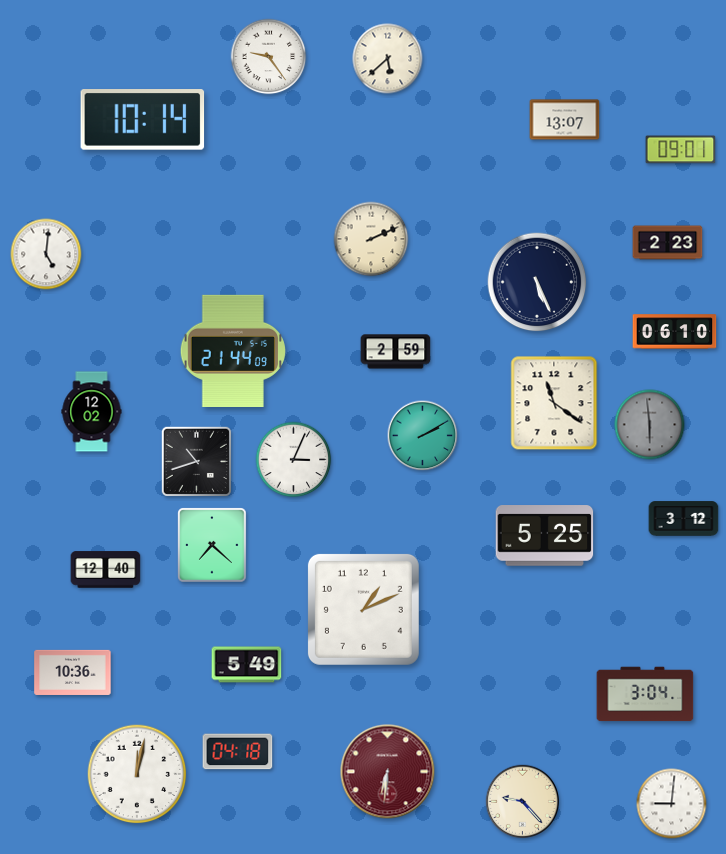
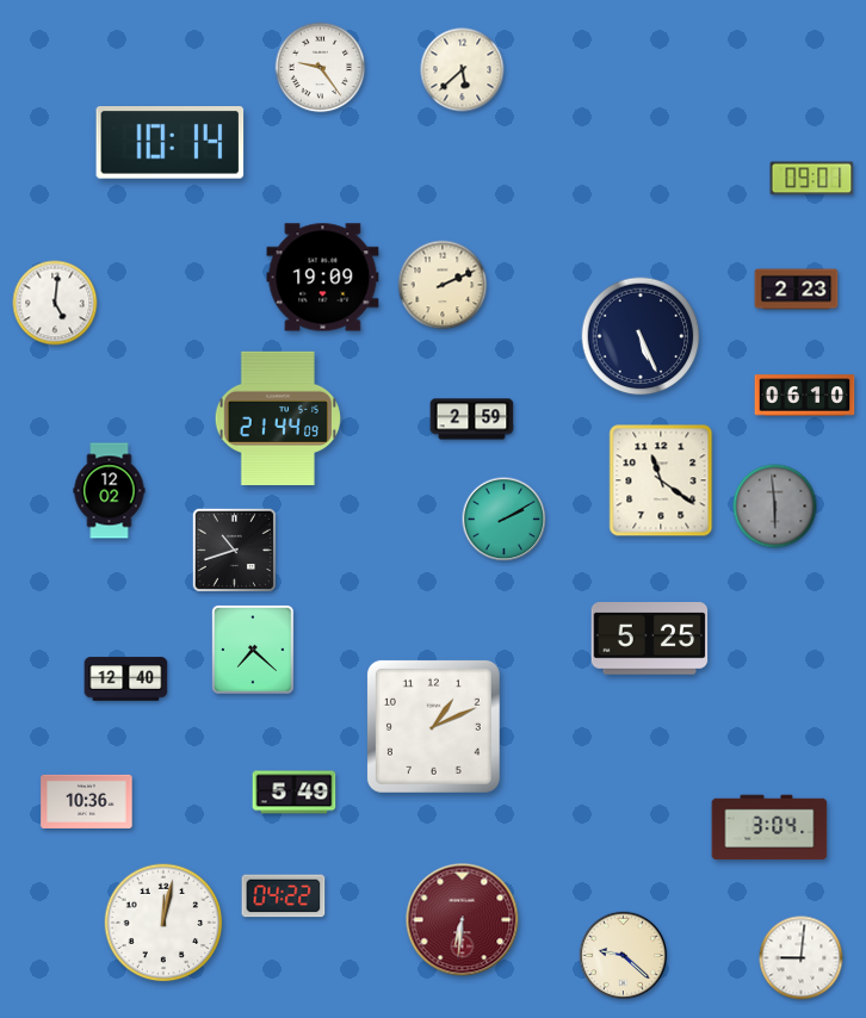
clock at (565, 120): 13:07 -> none
clock at (323, 278): none -> 19:09
clock at (294, 460): 3:04 -> none
clock at (684, 519): 3:12 -> none
clock at (238, 752): 04:18 -> 04:22
clock at (523, 802): 9:23 -> 9:22
